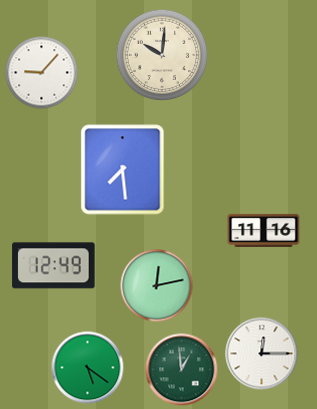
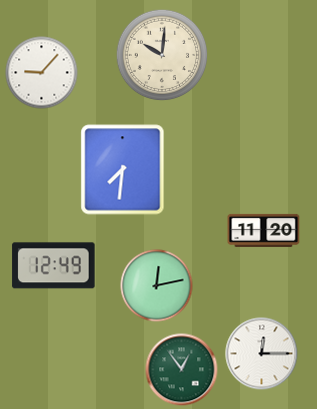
clock at (123, 170): 7:29 -> 7:31
clock at (264, 230): 11:16 -> 11:20
clock at (88, 368): 5:21 -> none
clock at (182, 370): 12:59 -> 12:54
